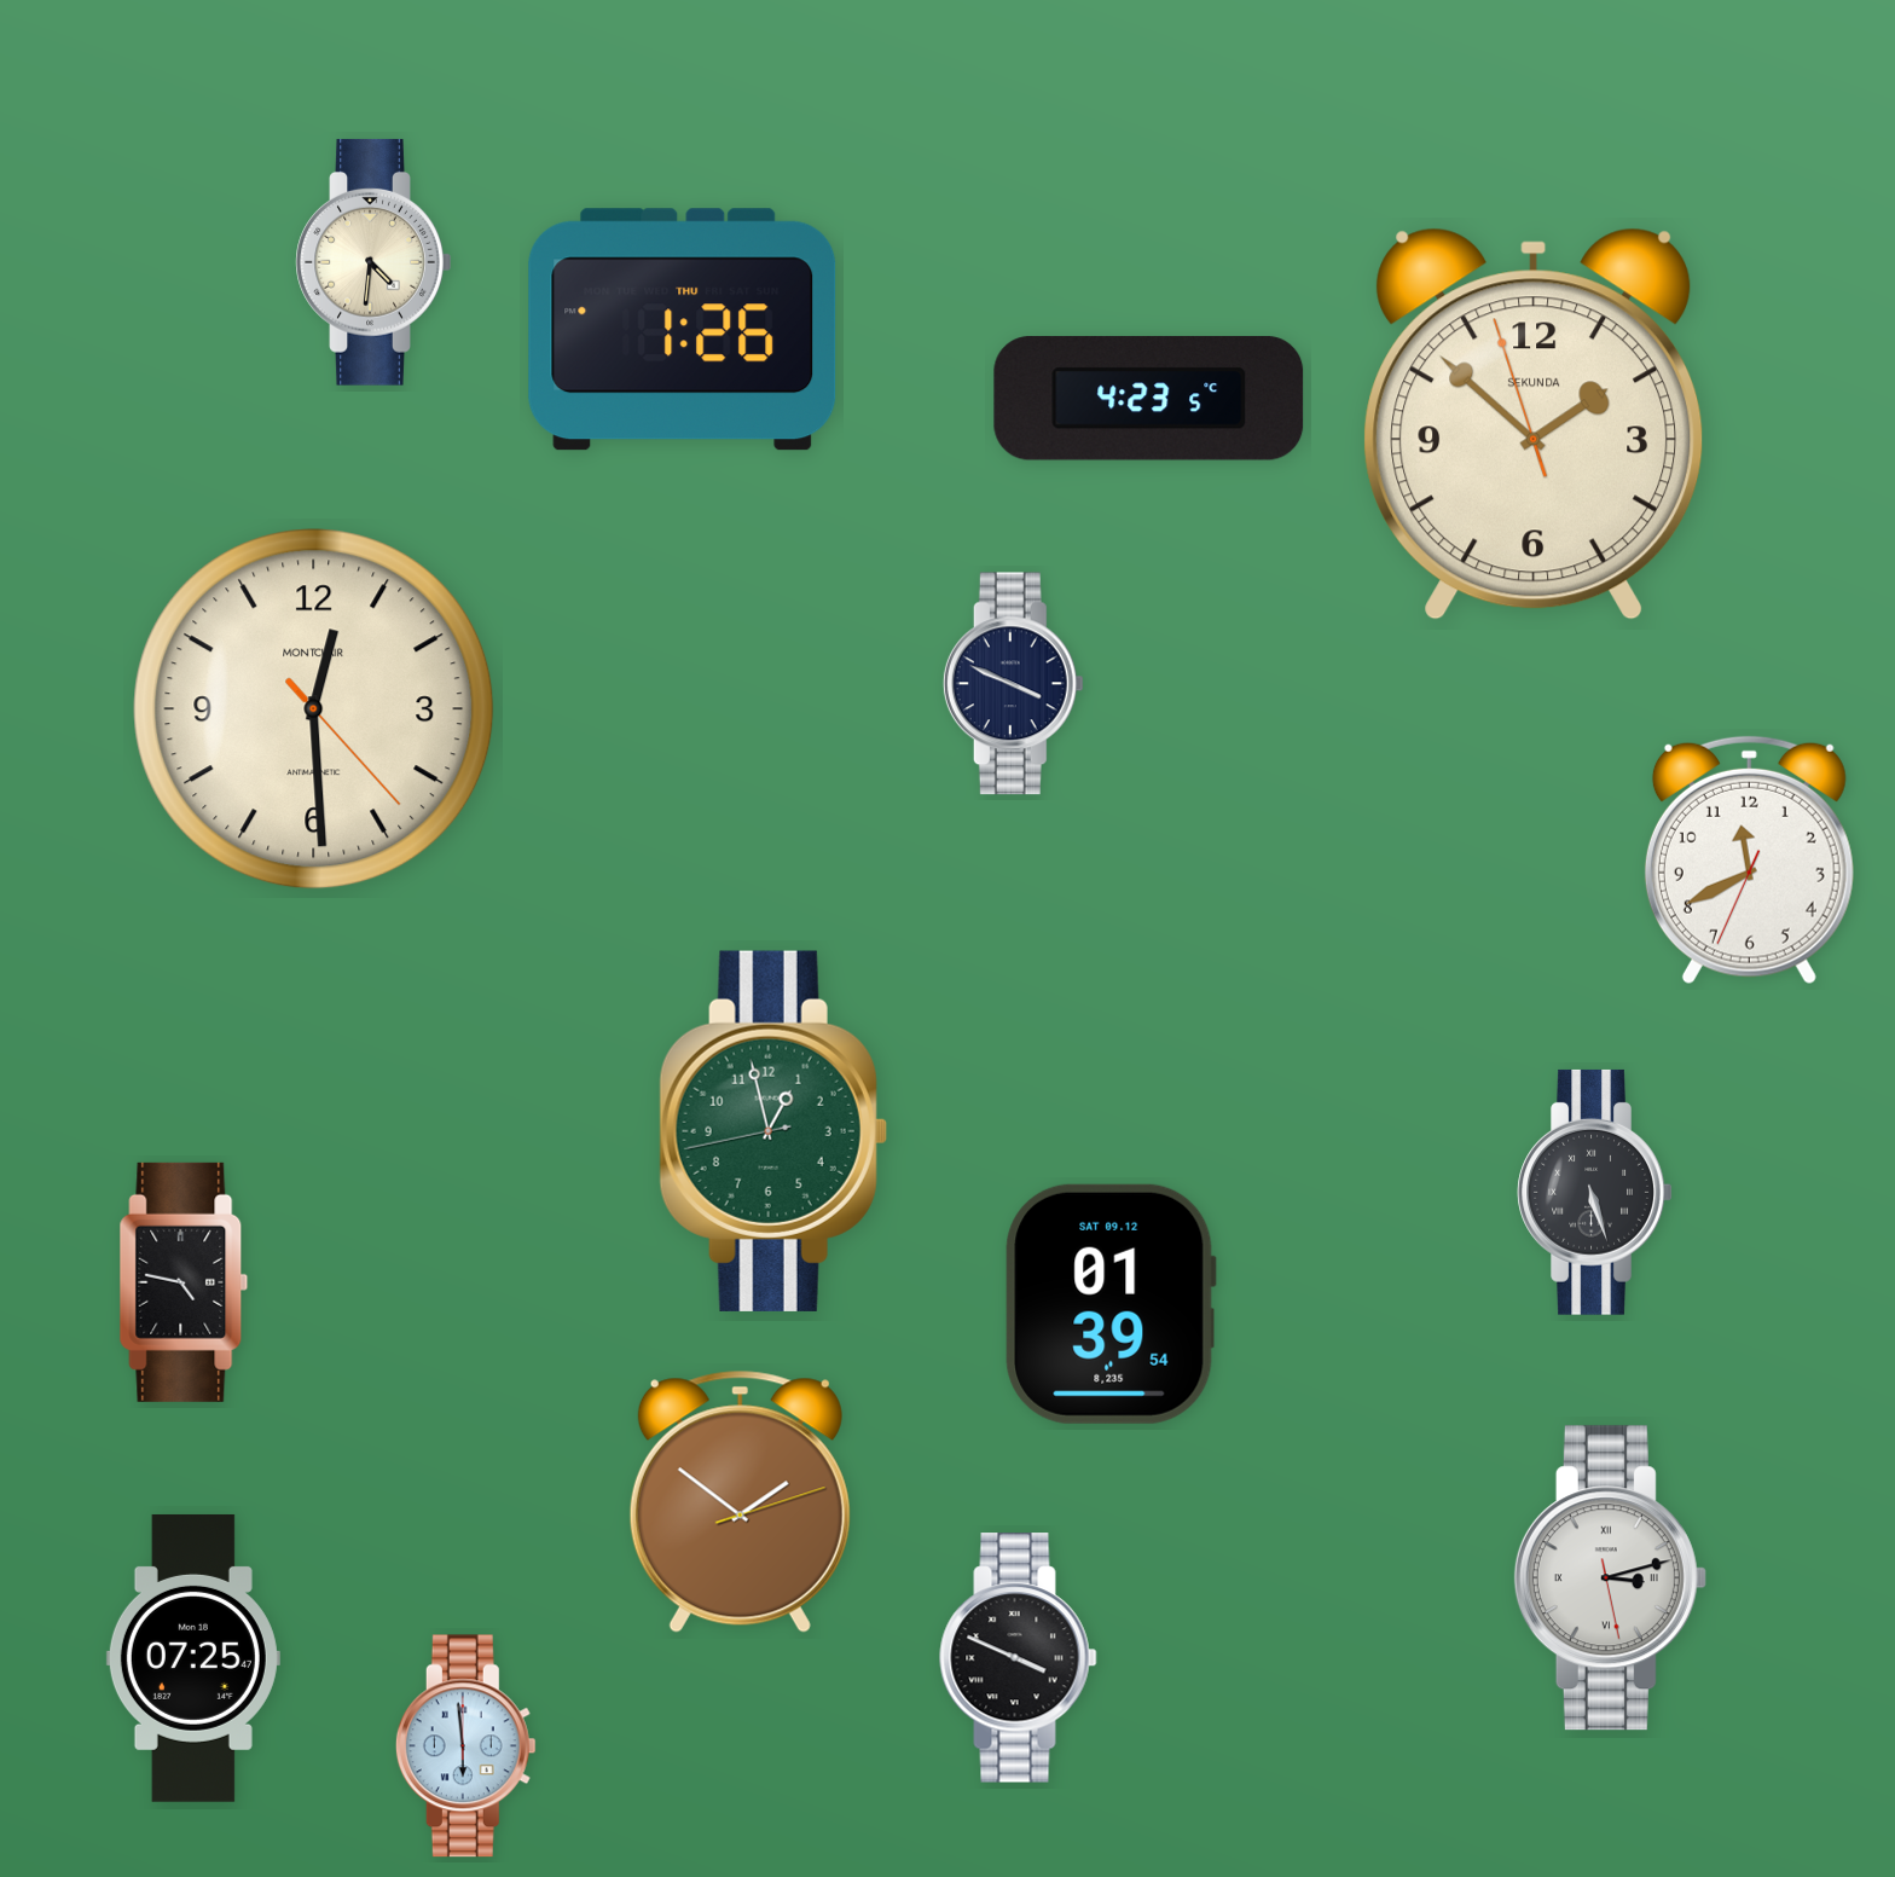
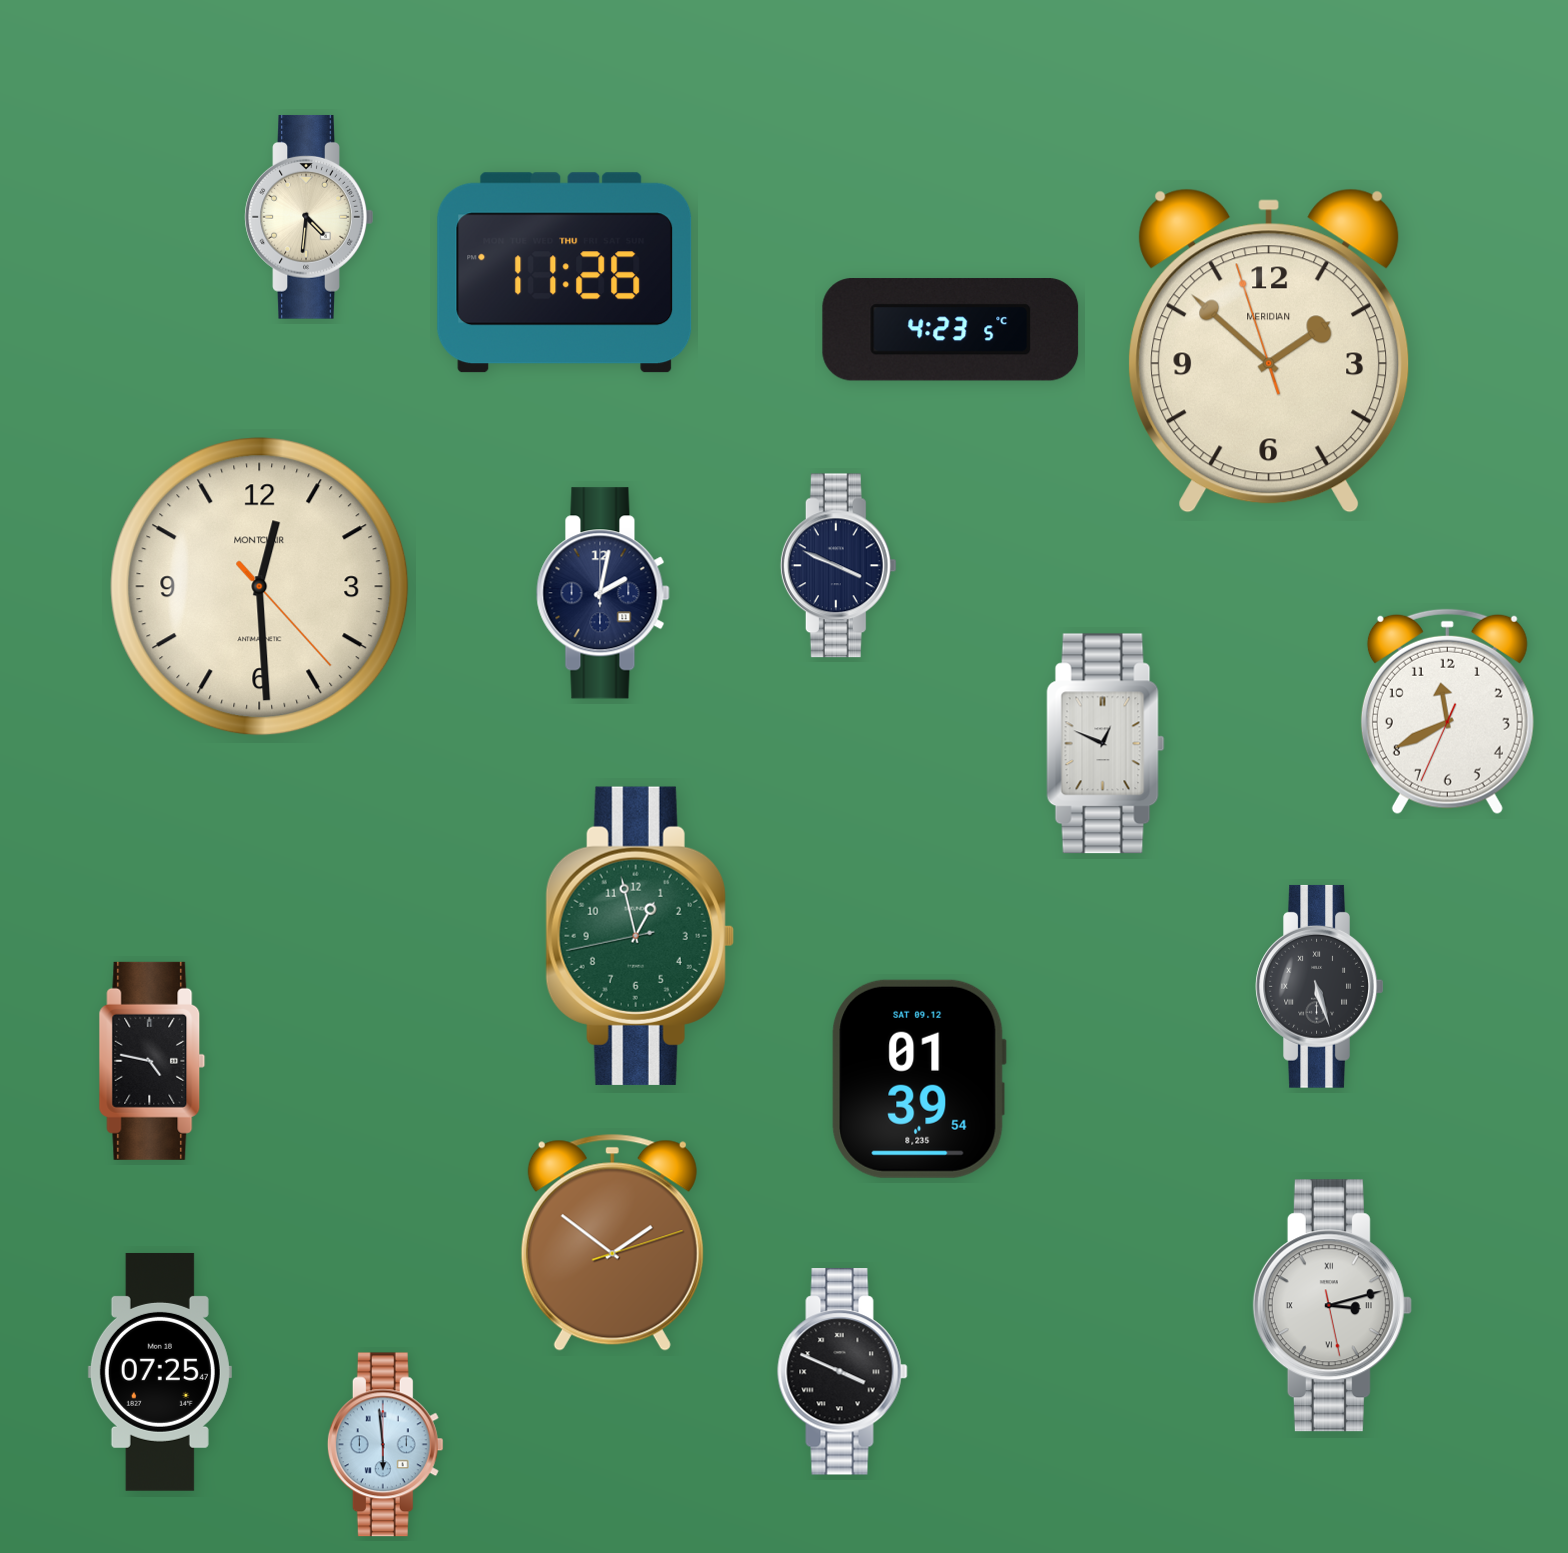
clock at (683, 330): 1:26 -> 11:26
clock at (1534, 424) brand: SEKUNDA -> MERIDIAN
clock at (603, 593): none -> 2:02
clock at (1106, 744): none -> 12:49
